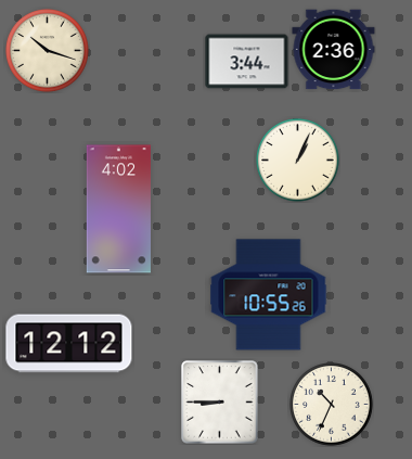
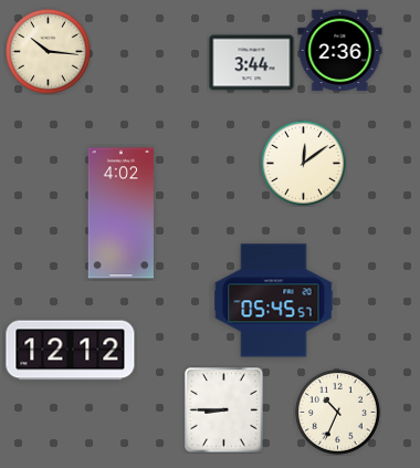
clock at (48, 51): 10:18 -> 10:16
clock at (298, 161): 1:04 -> 12:09
clock at (269, 295): 10:55 -> 05:45
